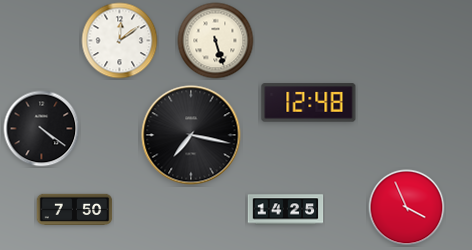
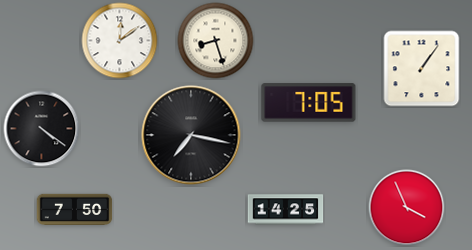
clock at (216, 41): 5:27 -> 8:27
clock at (422, 69): none -> 1:06
clock at (309, 103): 12:48 -> 7:05
